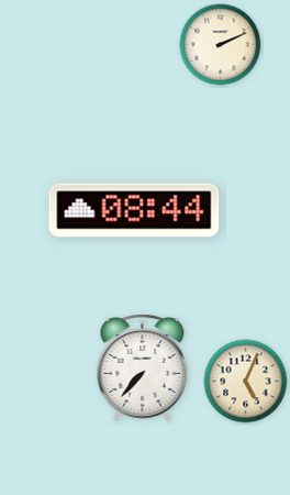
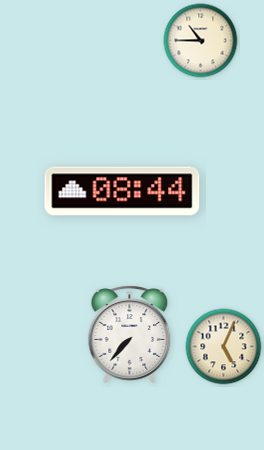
clock at (221, 45): 2:11 -> 10:45
